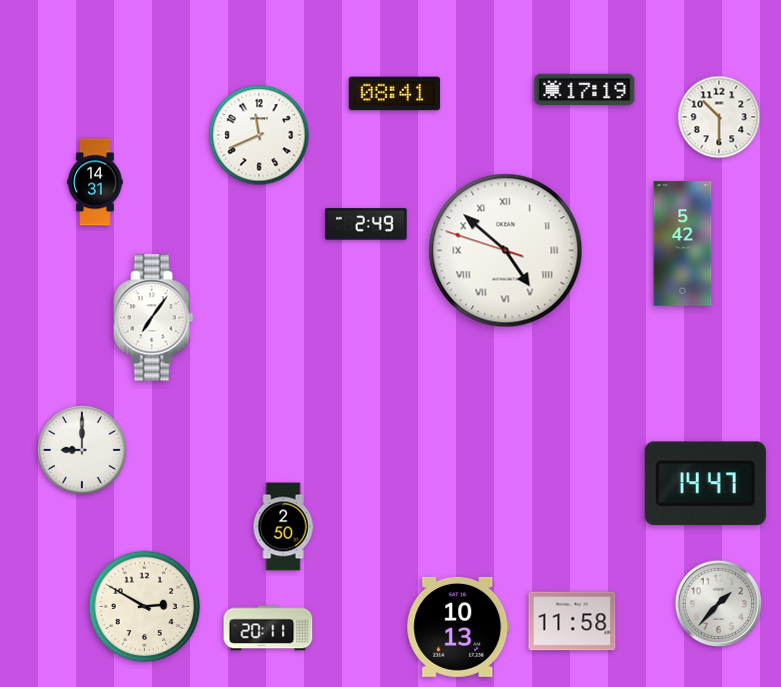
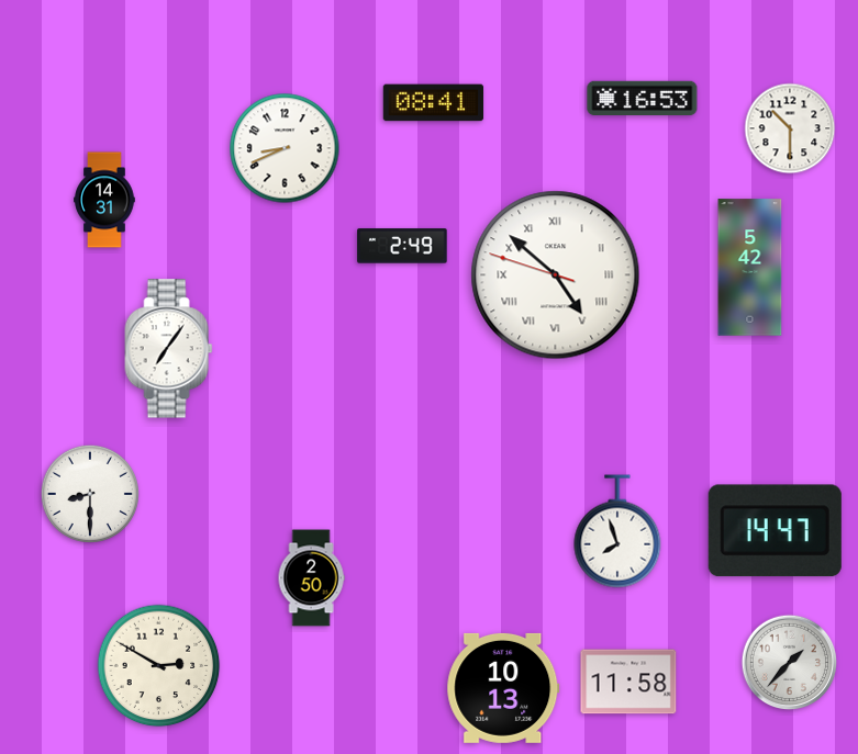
clock at (585, 90): 17:19 -> 16:53
clock at (259, 135): 11:41 -> 8:41
clock at (82, 450): 9:00 -> 8:30
clock at (617, 531): none -> 7:57
clock at (268, 628): 20:11 -> none
